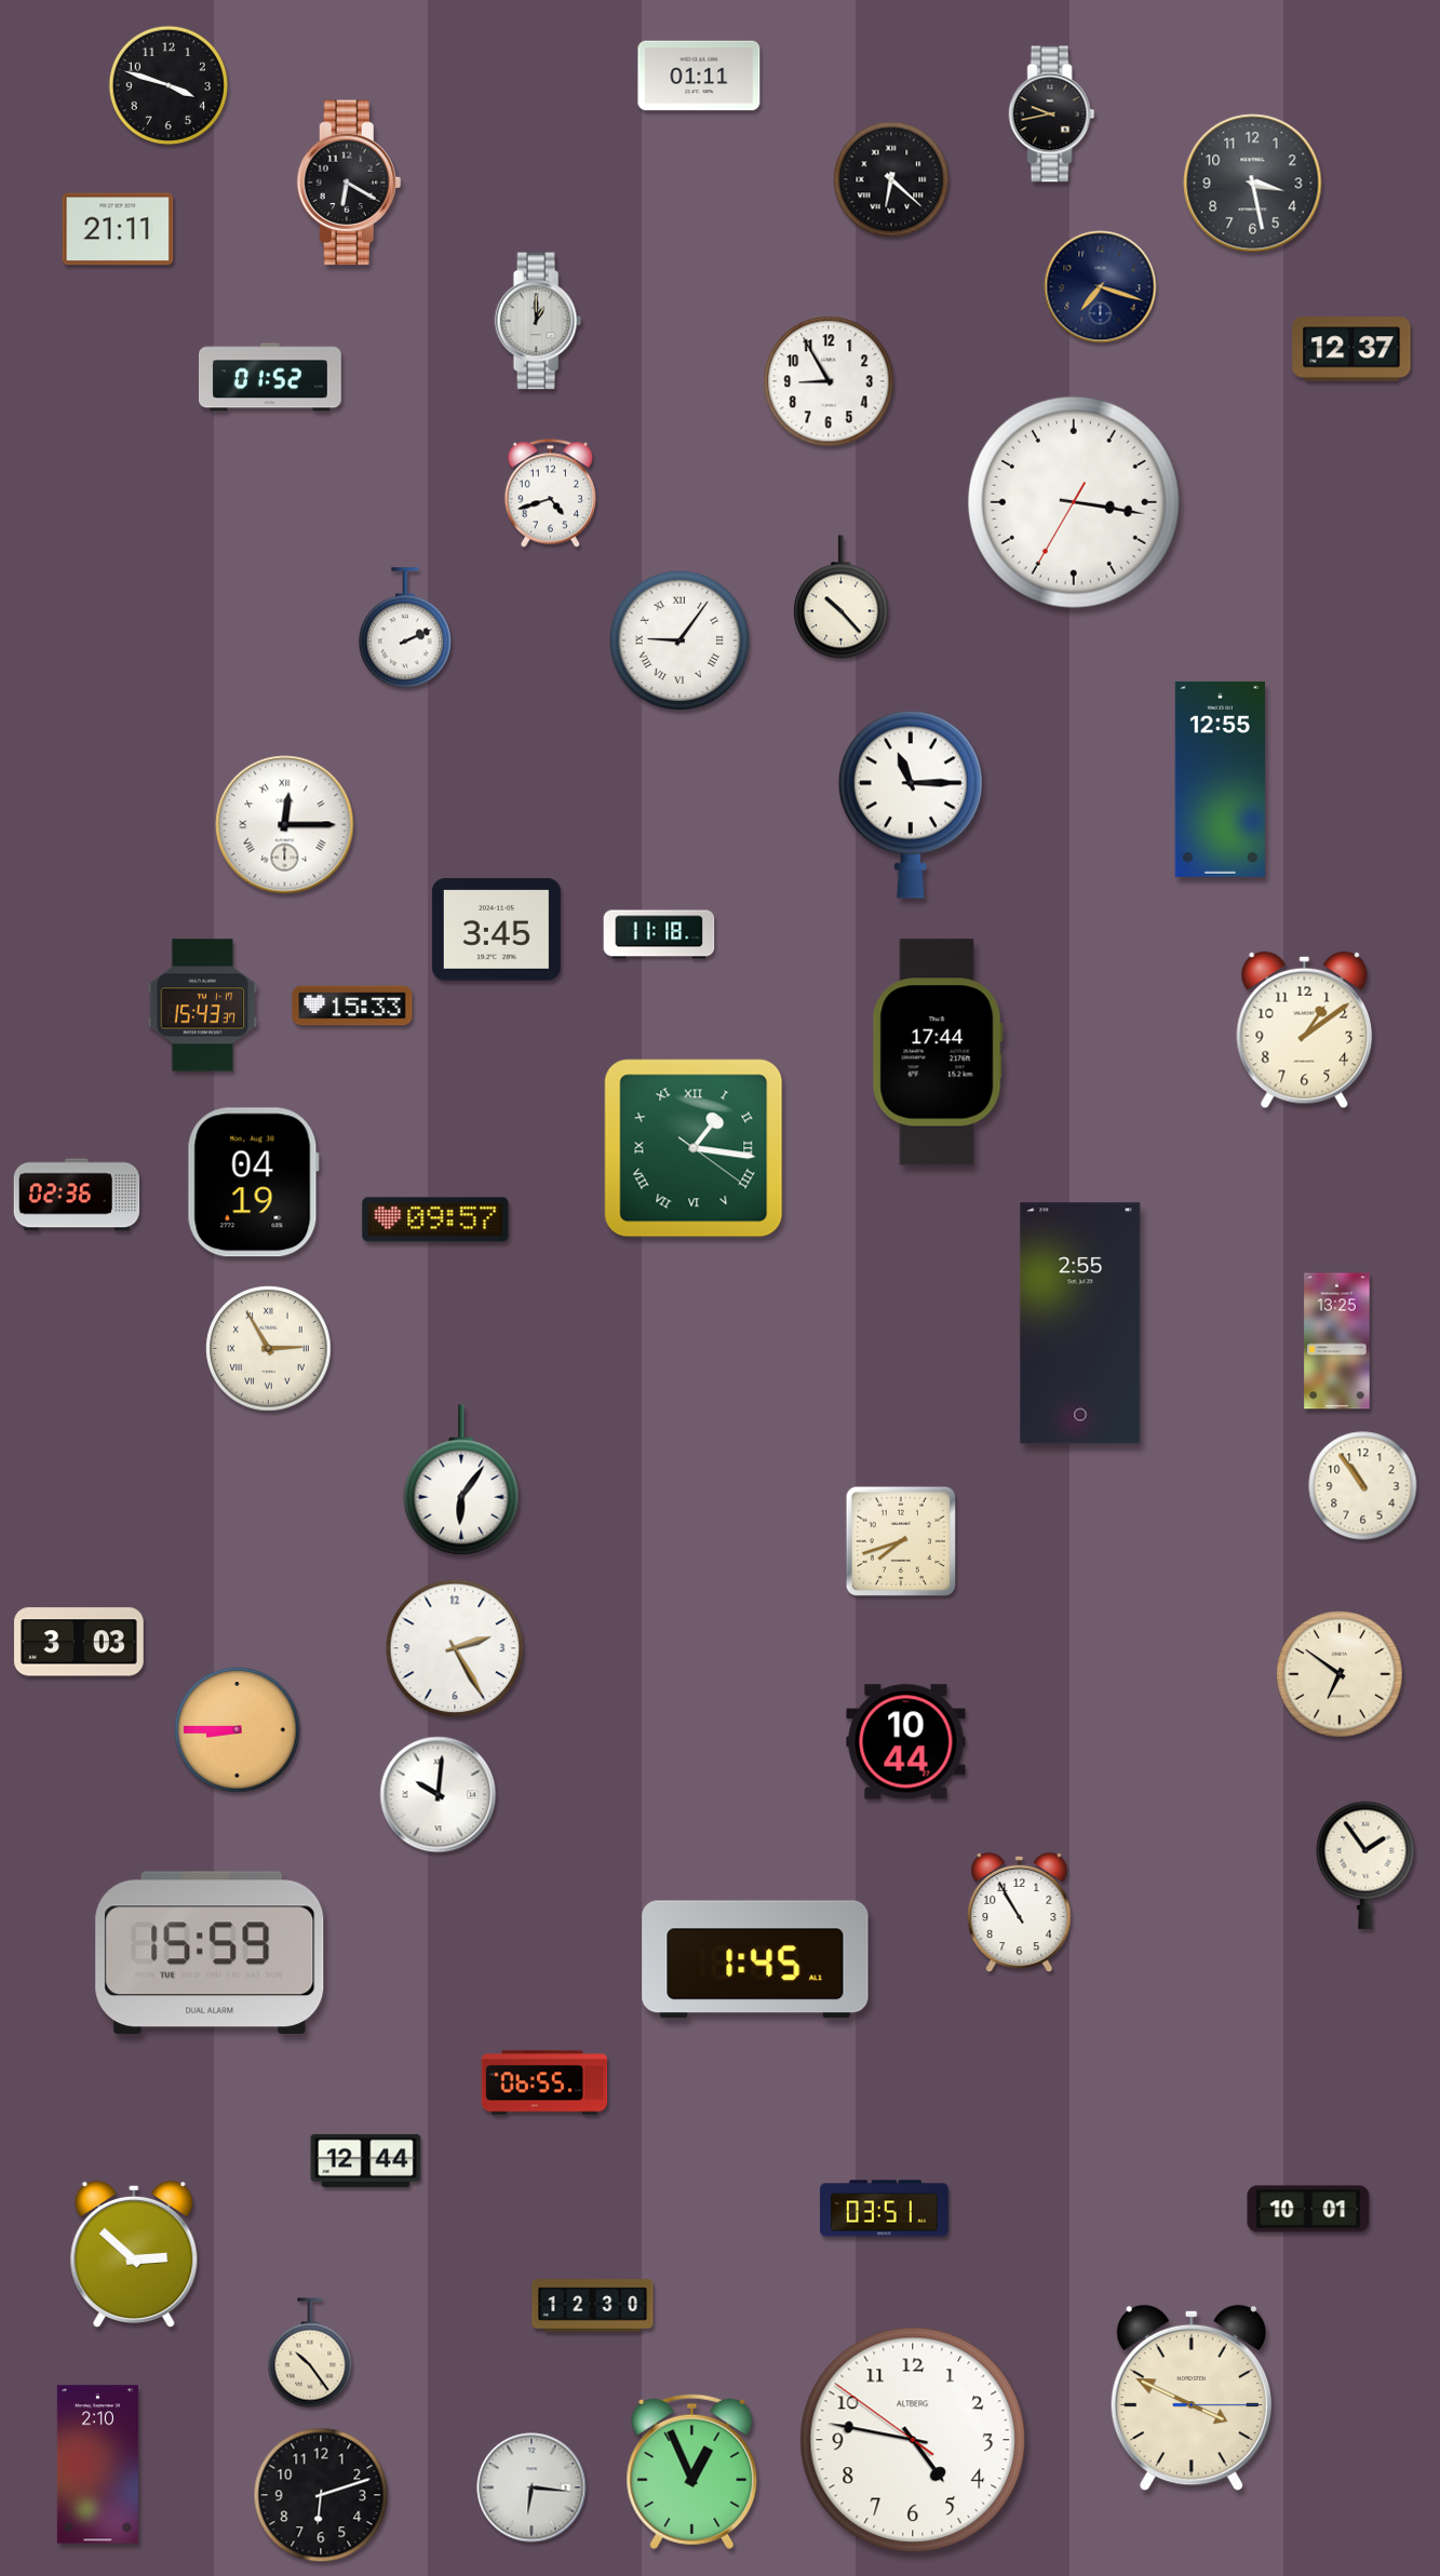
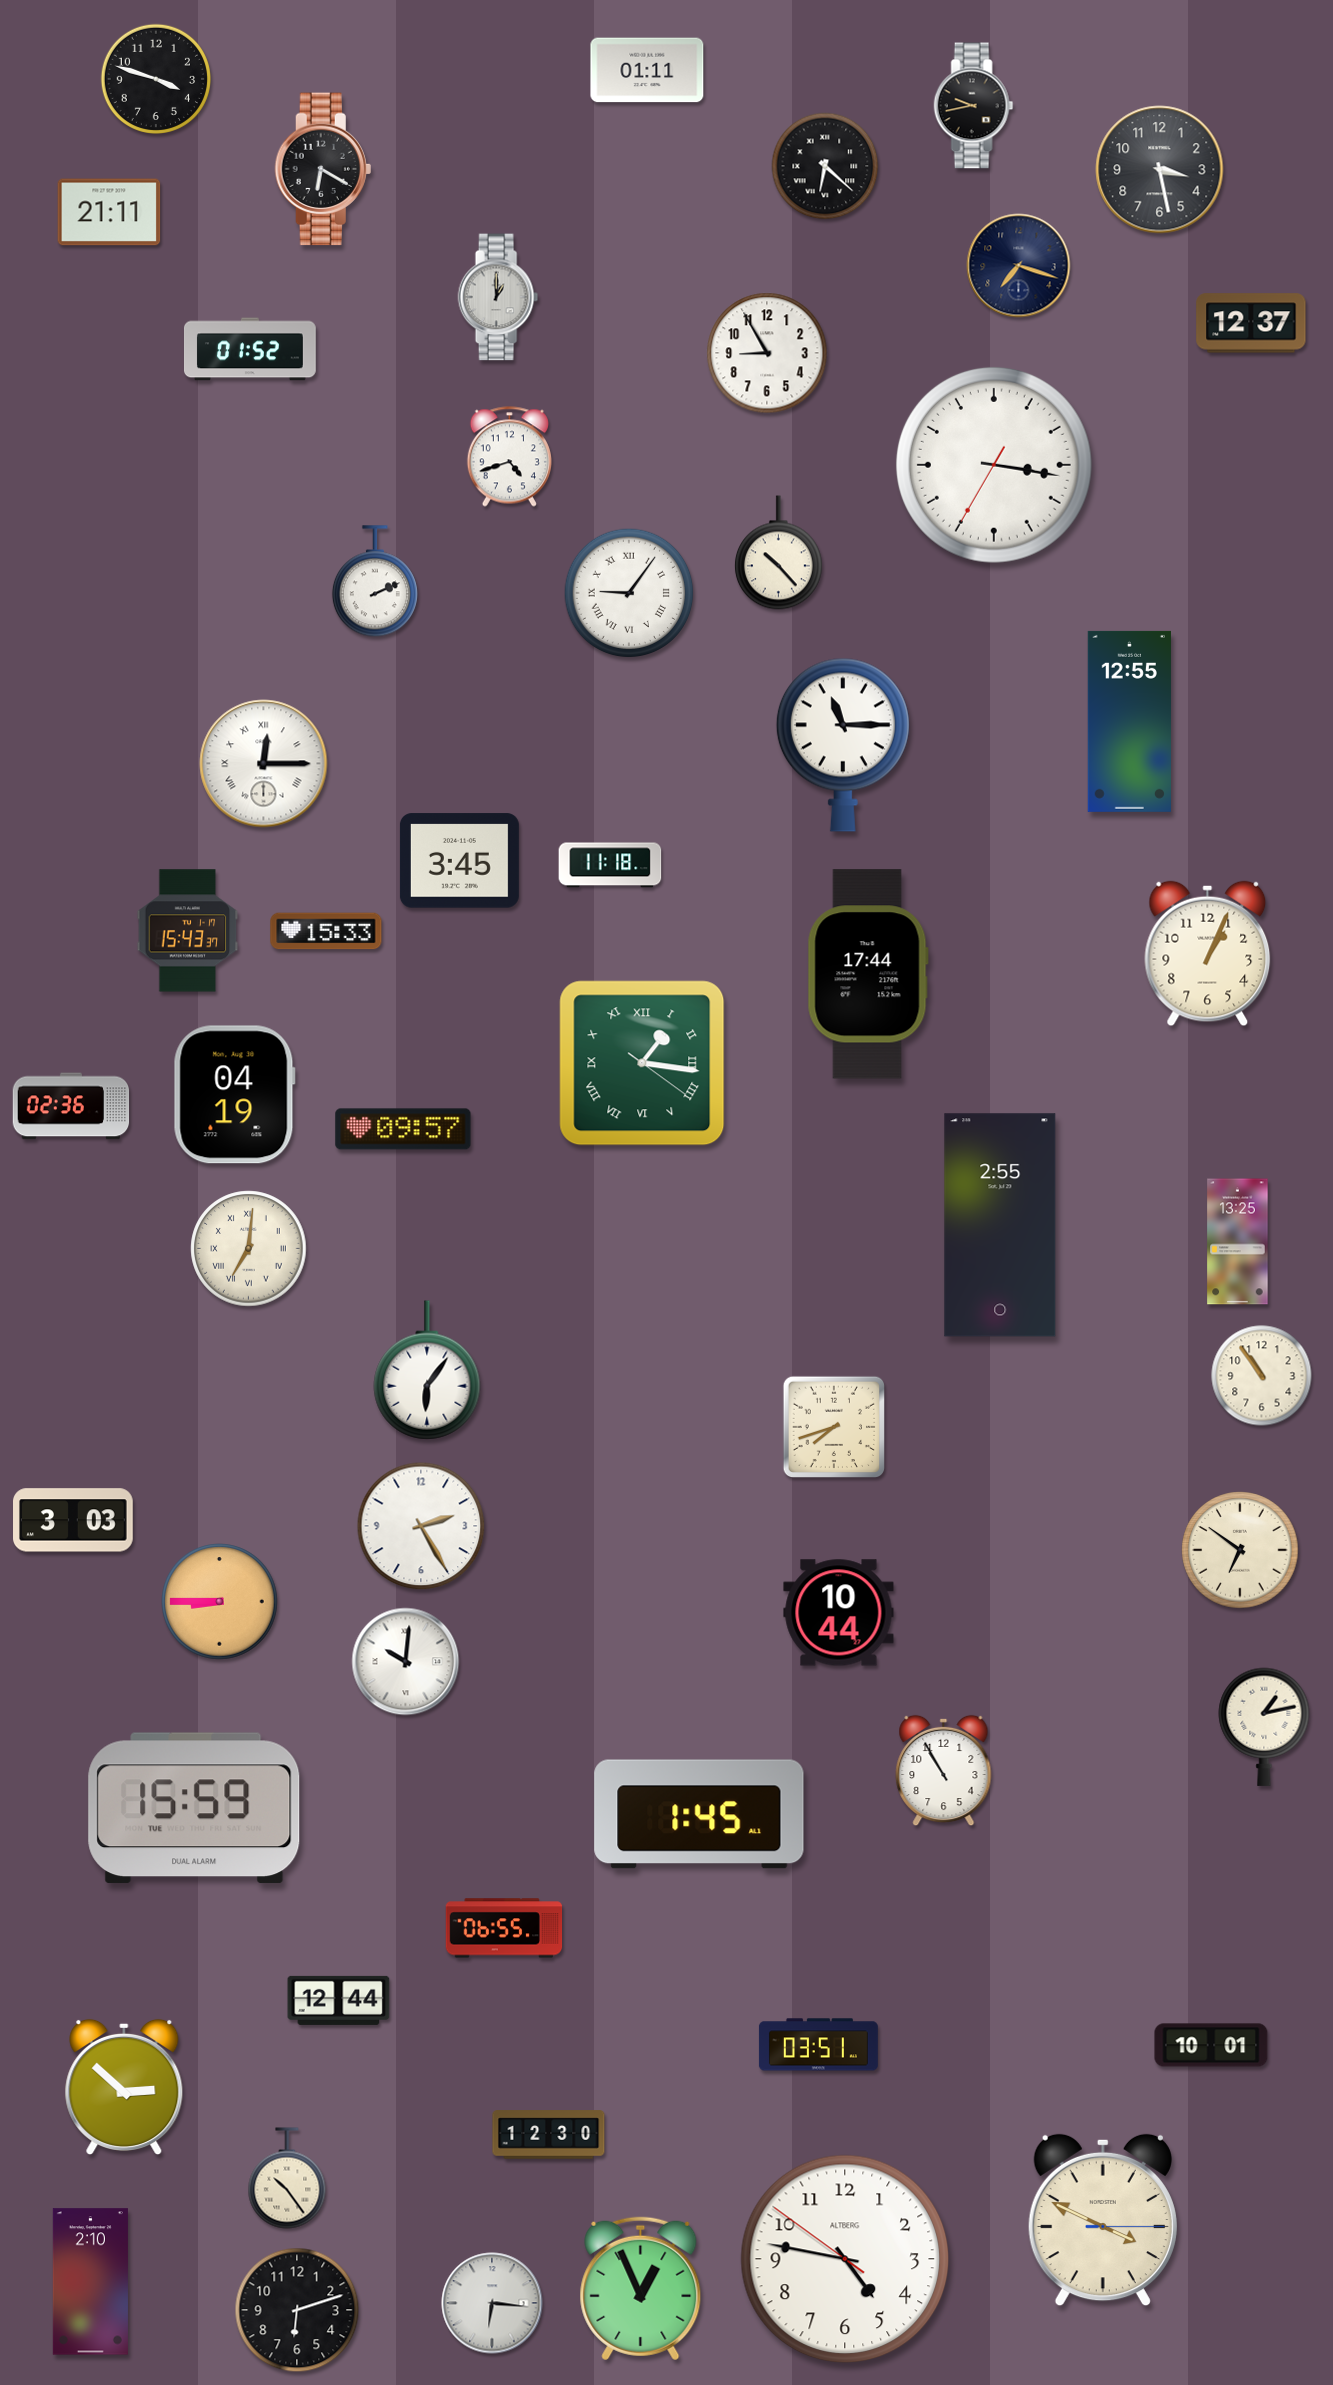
clock at (1305, 1030): 1:09 -> 1:04
clock at (269, 1349): 2:55 -> 7:01
clock at (1365, 1865): 1:54 -> 1:13
